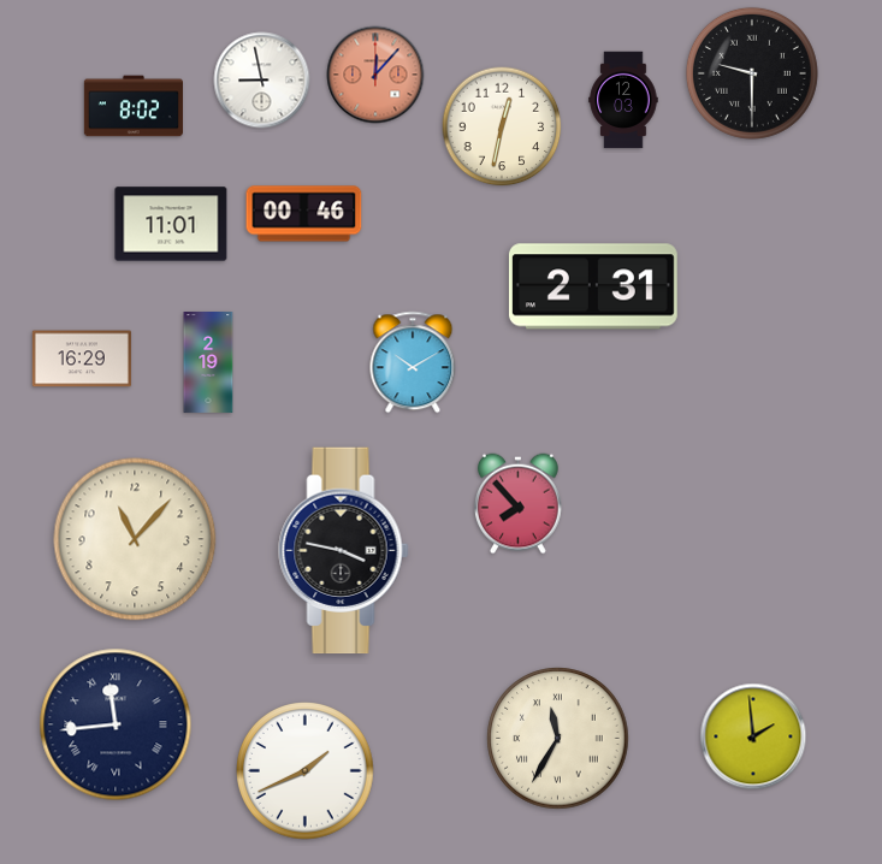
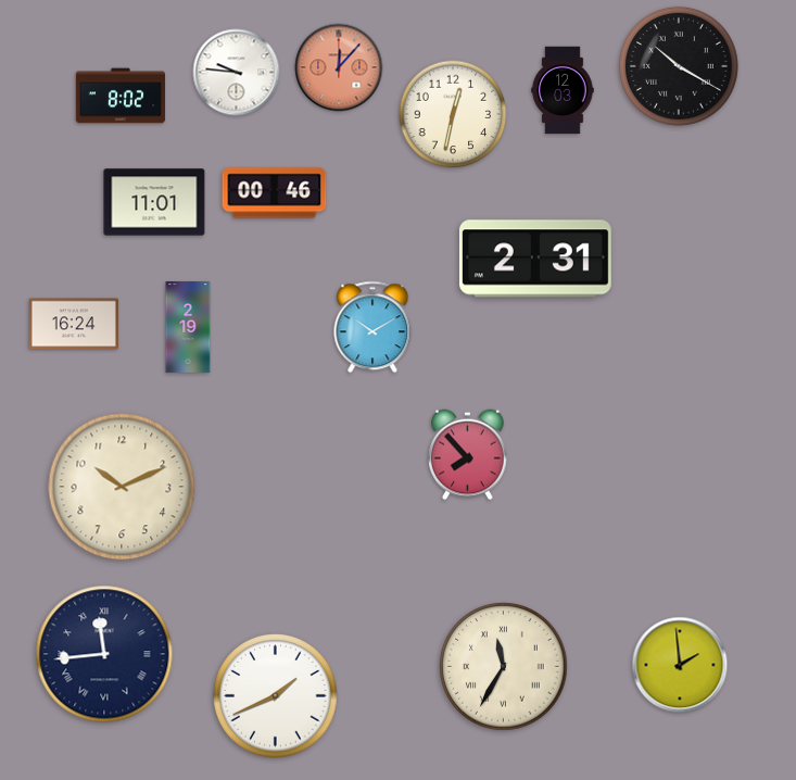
clock at (752, 73): 9:30 -> 10:20
clock at (262, 81): 8:58 -> 9:46
clock at (82, 359): 16:29 -> 16:24
clock at (135, 539): 11:07 -> 10:11
clock at (344, 551): 3:47 -> none
